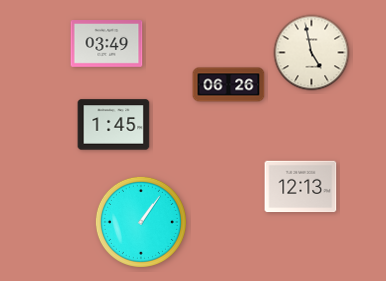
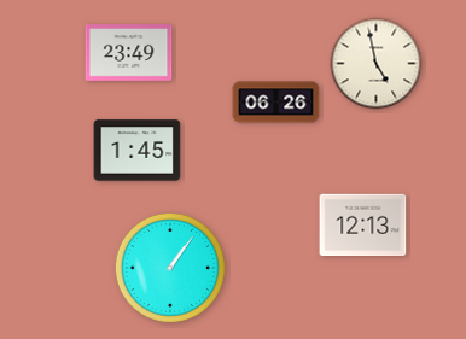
clock at (107, 44): 03:49 -> 23:49
